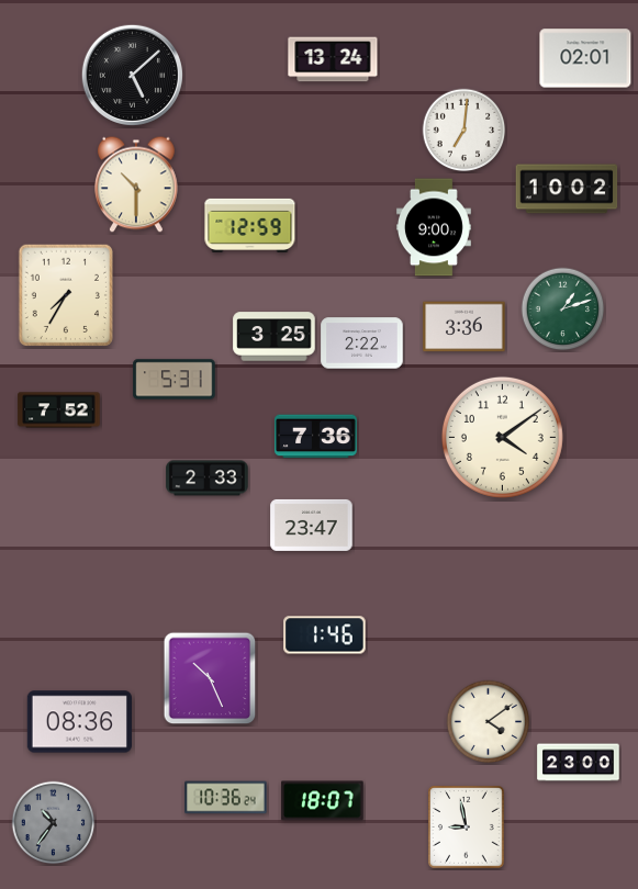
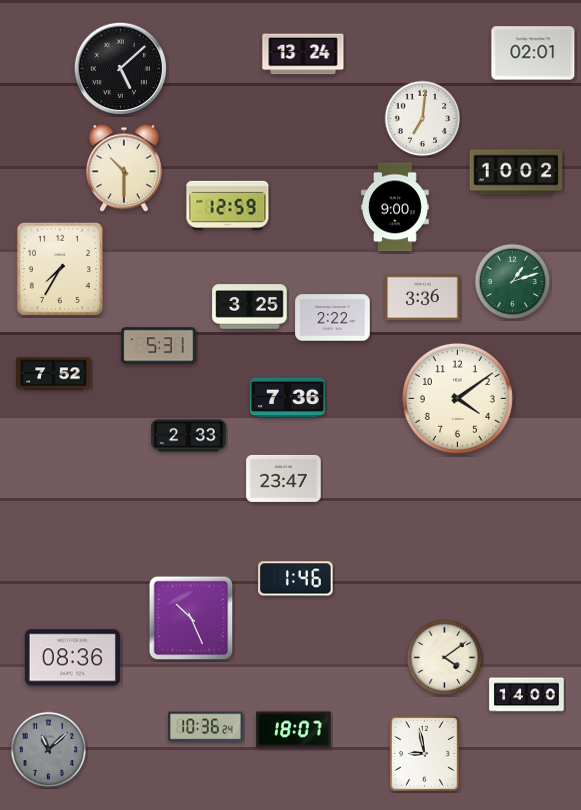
clock at (362, 344) position: (362, 344) -> (333, 318)
clock at (579, 763): 23:00 -> 14:00
clock at (54, 823): 10:36 -> 11:08
